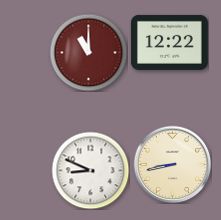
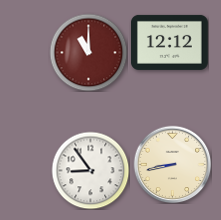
clock at (169, 42): 12:22 -> 12:12
clock at (90, 170): 8:49 -> 8:54
